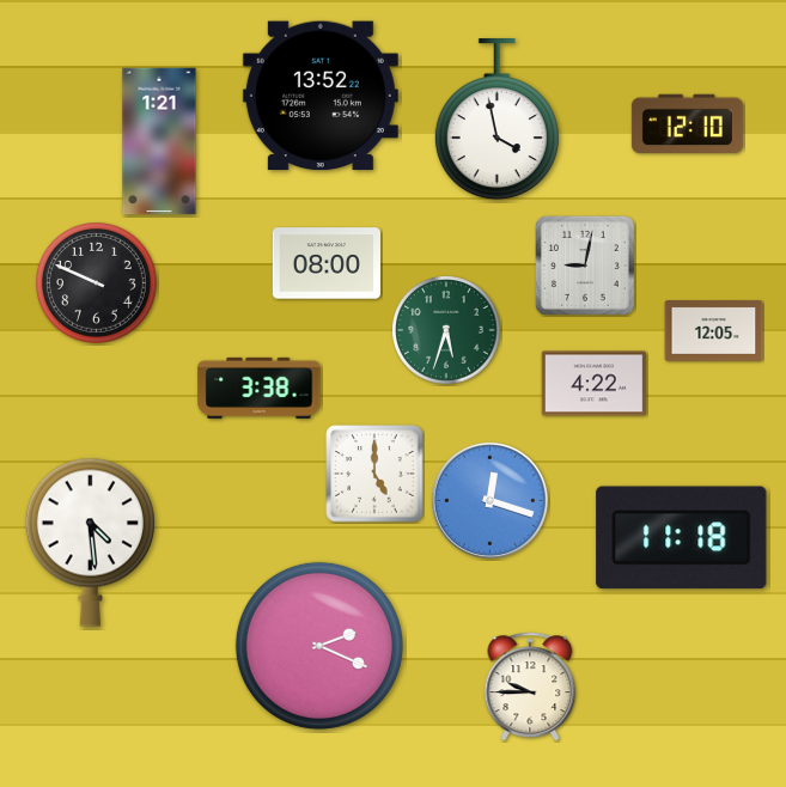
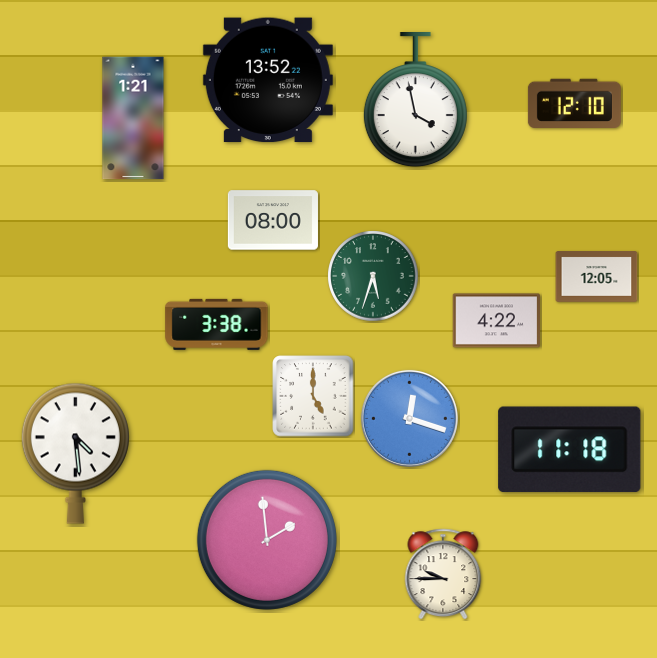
clock at (585, 266): 9:02 -> none
clock at (97, 283): 9:49 -> none
clock at (319, 646): 2:19 -> 1:59
